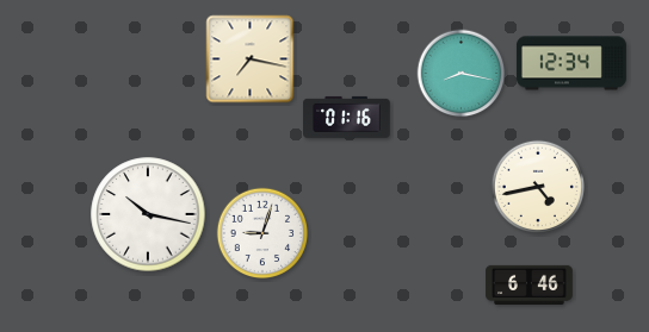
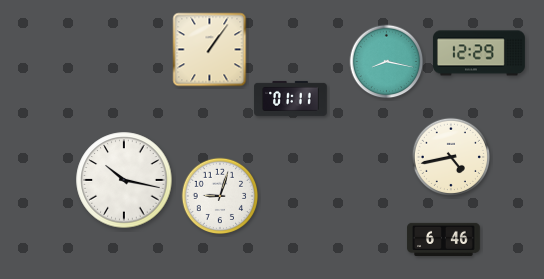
clock at (251, 59): 7:17 -> 1:06
clock at (571, 63): 12:34 -> 12:29
clock at (347, 117): 01:16 -> 01:11
